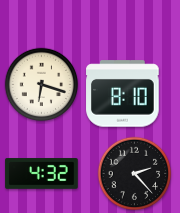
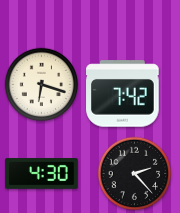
clock at (123, 94): 8:10 -> 7:42
clock at (42, 174): 4:32 -> 4:30
